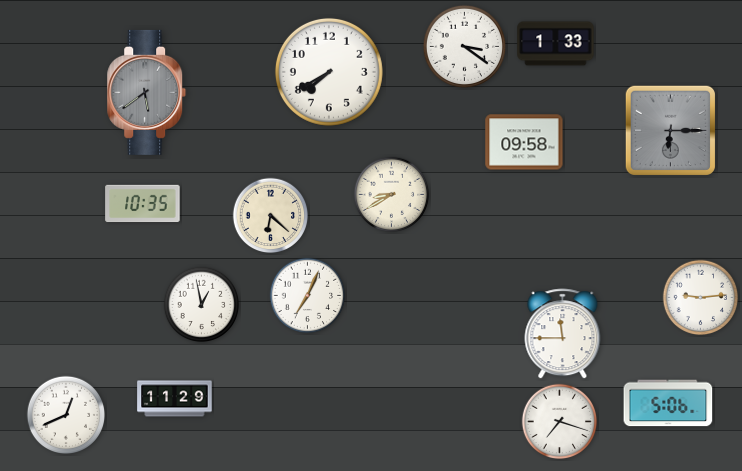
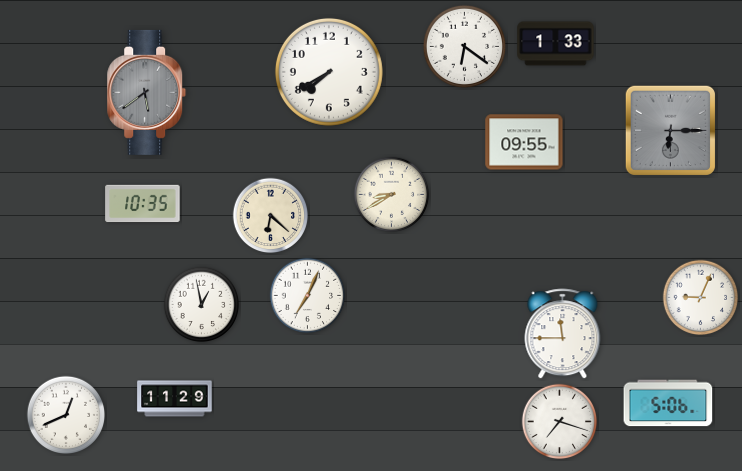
clock at (464, 46): 3:21 -> 6:21
clock at (524, 142): 09:58 -> 09:55
clock at (701, 298): 9:14 -> 9:04
